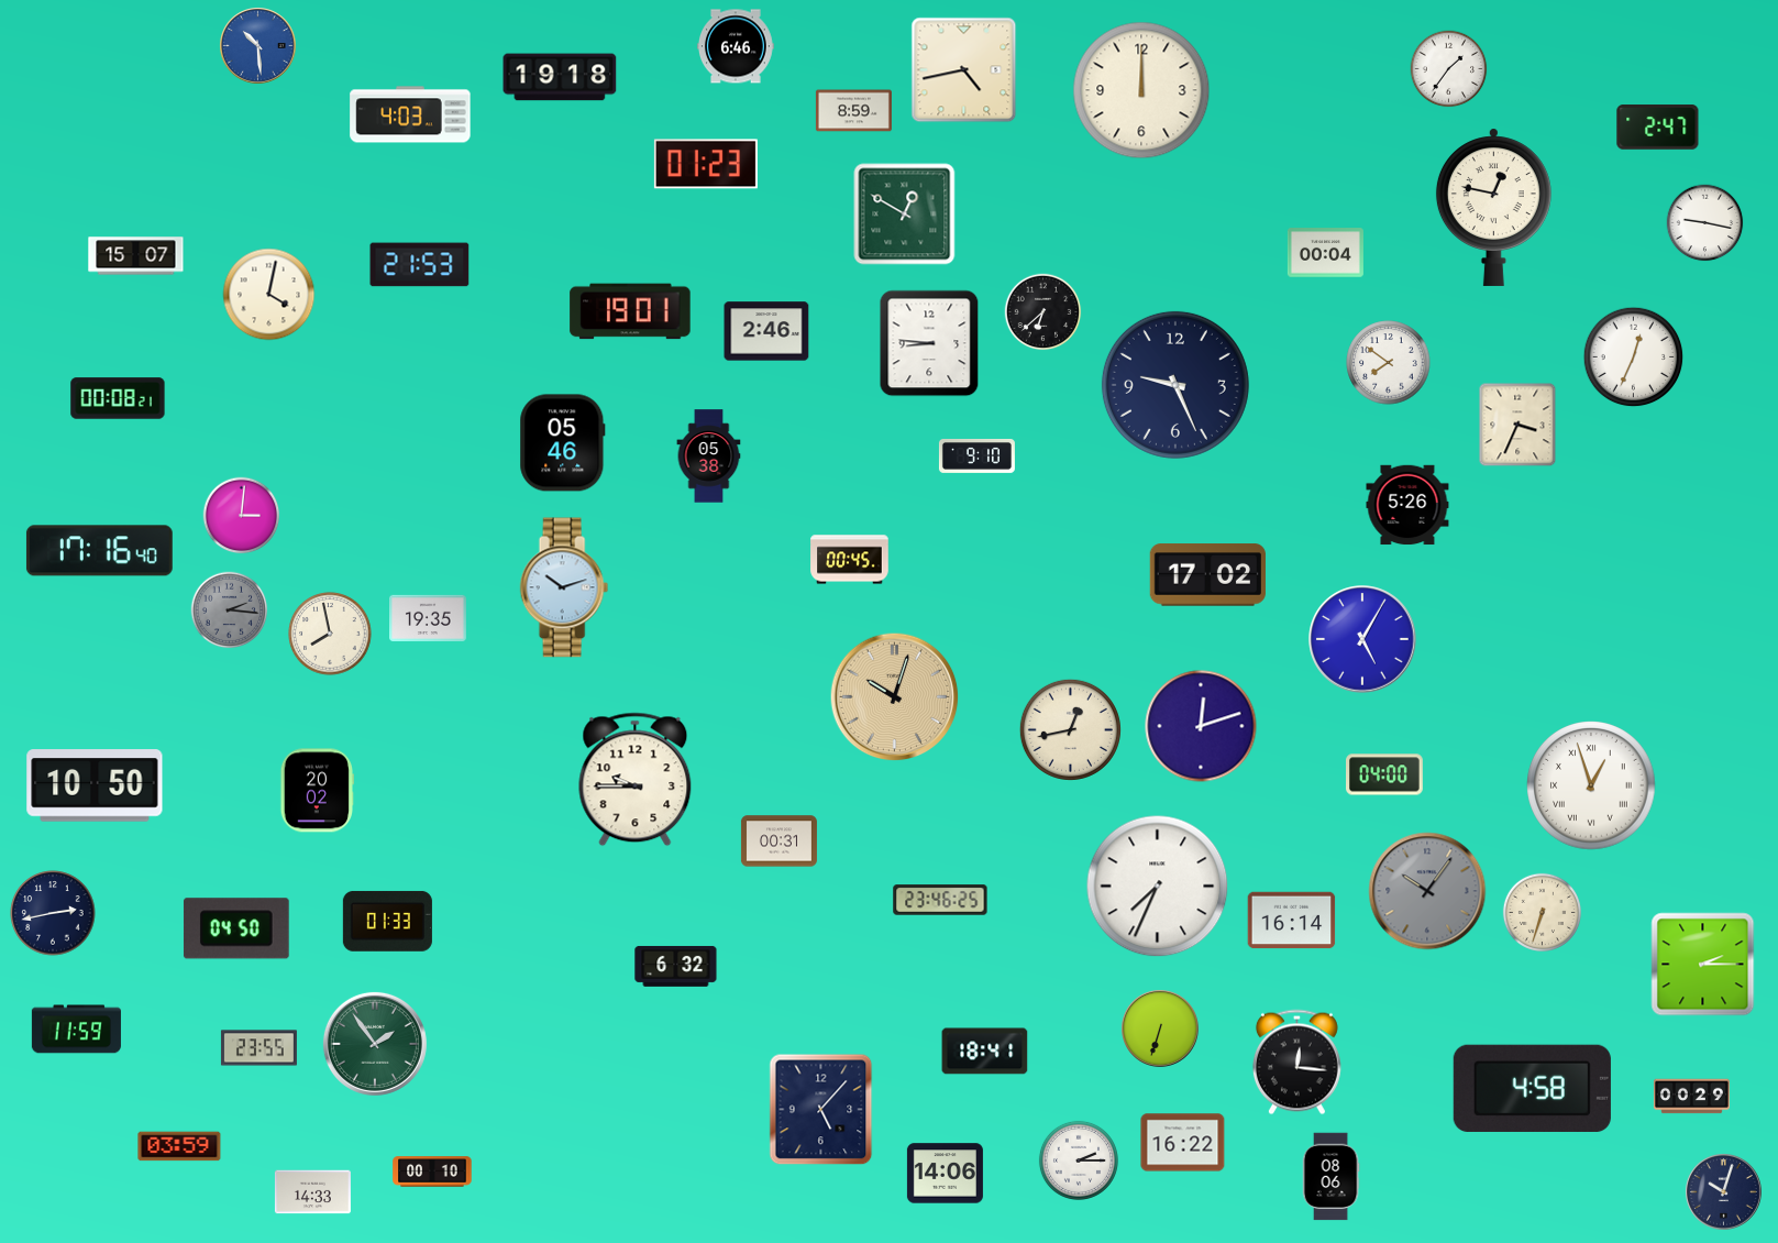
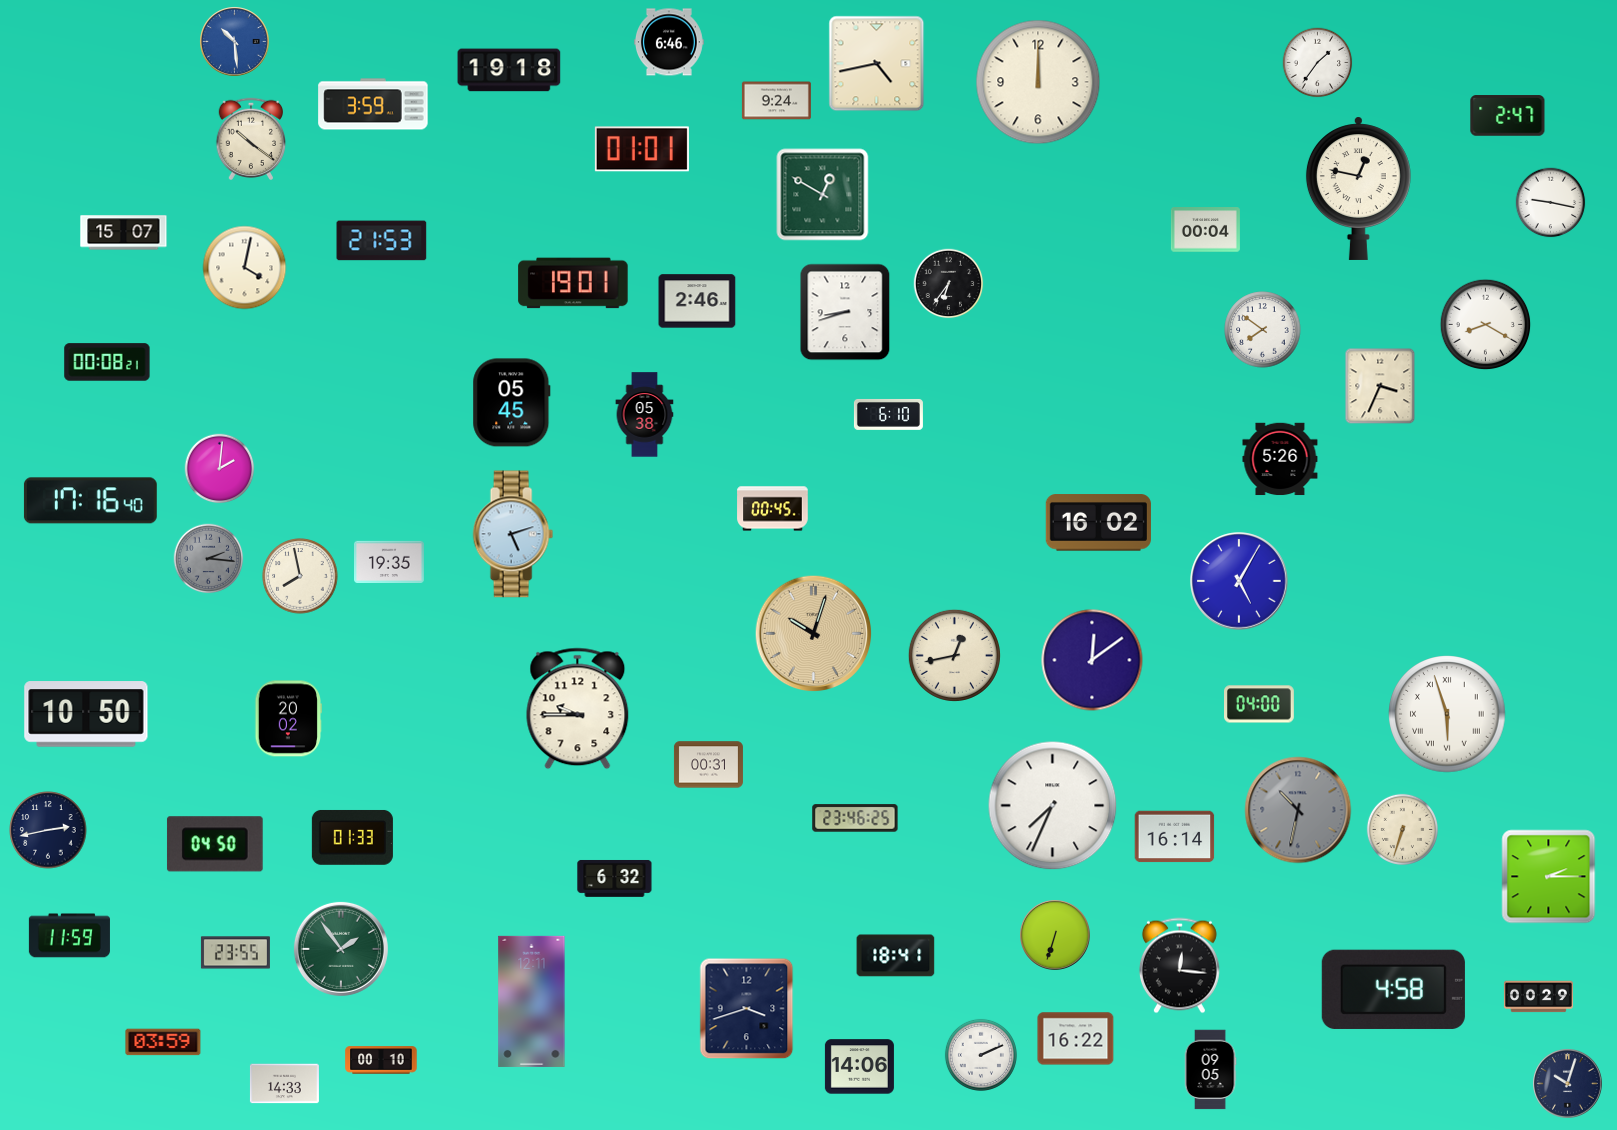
clock at (853, 111): 8:59 -> 9:24
clock at (410, 114): 4:03 -> 3:59
clock at (251, 138): none -> 10:21
clock at (706, 164): 01:23 -> 01:01
clock at (1043, 312): 6:38 -> 6:36
clock at (929, 343): 8:46 -> 8:42
clock at (1634, 358): 12:34 -> 8:20
clock at (1175, 385): 9:26 -> none
clock at (563, 443): 05:46 -> 05:45
clock at (976, 455): 9:10 -> 6:10
clock at (242, 516): 3:01 -> 2:01
clock at (1207, 575): 17:02 -> 16:02
clock at (564, 587): 10:12 -> 5:12
clock at (230, 610) position: (230, 610) -> (209, 559)
clock at (1201, 726): 12:12 -> 12:09
clock at (1070, 729) position: (1070, 729) -> (954, 655)
clock at (1591, 785): 12:57 -> 5:57
clock at (1427, 891): 10:06 -> 10:32
clock at (532, 1001): none -> 12:11
clock at (821, 1110): 5:07 -> 3:42
clock at (1079, 1160): 2:15 -> 2:11
clock at (432, 1171) position: (432, 1171) -> (381, 1060)
clock at (1330, 1177): 08:06 -> 09:05
